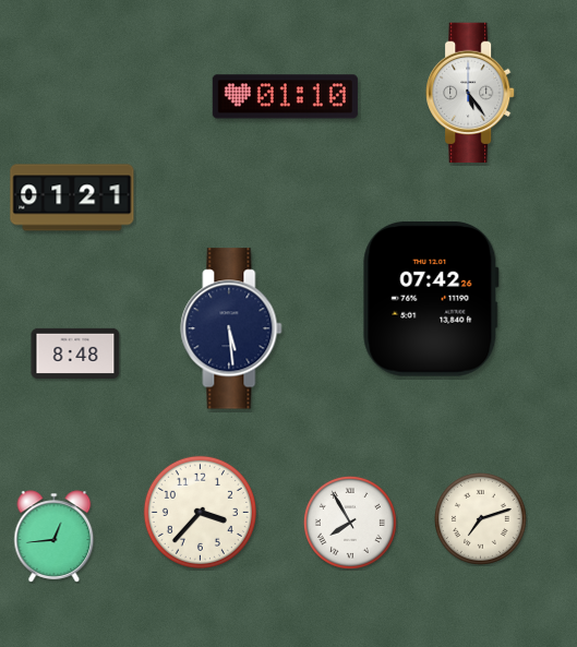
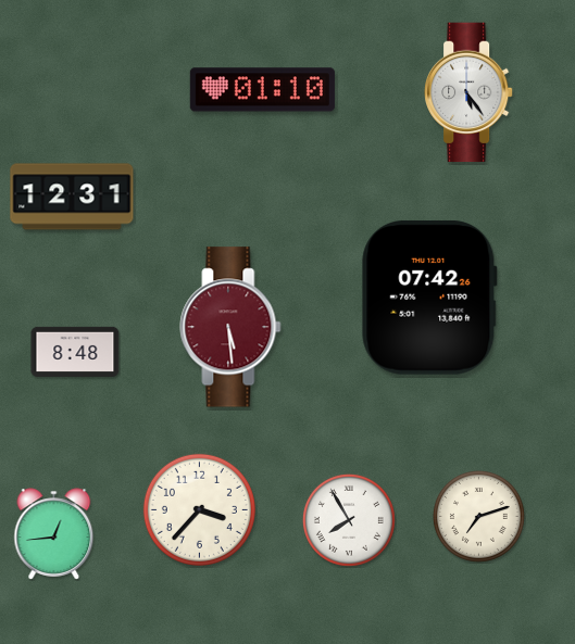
clock at (285, 97) position: (285, 97) -> (262, 90)
clock at (72, 197): 01:21 -> 12:31
clock at (231, 328) dial: navy -> burgundy
